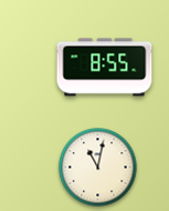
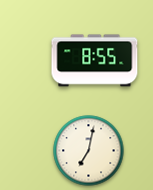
clock at (98, 168): 11:02 -> 7:02
